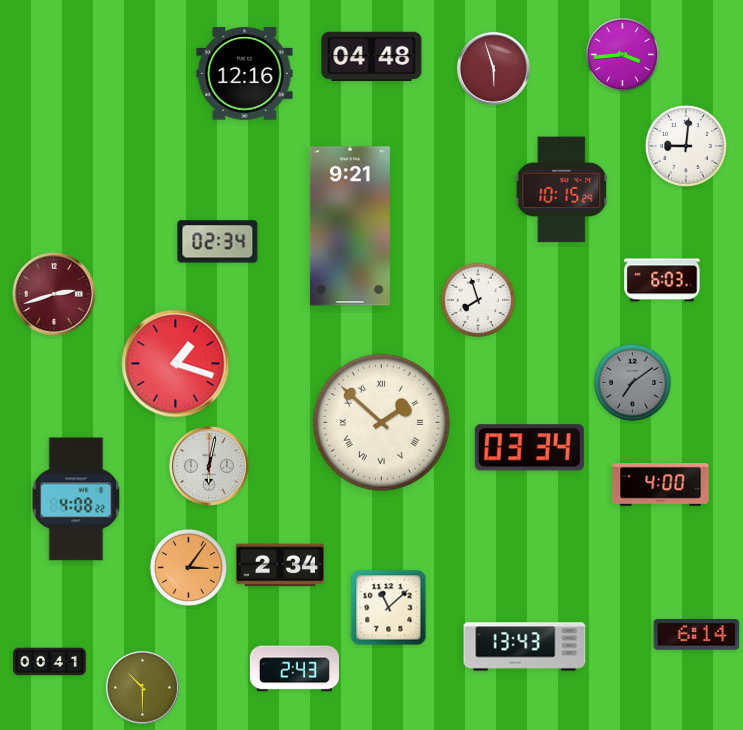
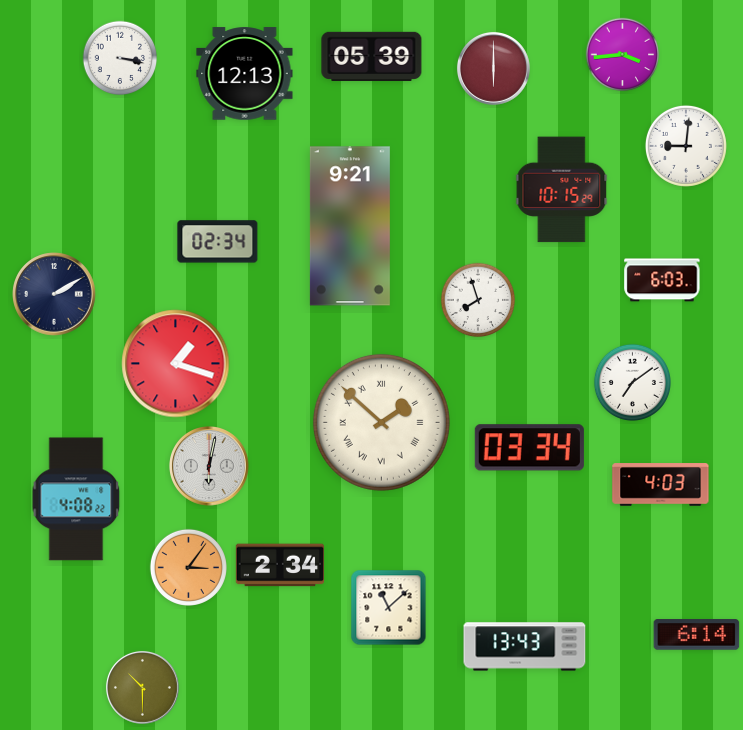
clock at (372, 56): 04:48 -> 05:39
clock at (120, 58): none -> 3:17
clock at (493, 68): 5:57 -> 6:00
clock at (245, 74): 12:16 -> 12:13
clock at (54, 294): 2:42 -> 2:10
clock at (54, 294) dial: burgundy -> navy
clock at (632, 382) dial: grey -> white
clock at (661, 485): 4:00 -> 4:03
clock at (50, 662): 00:41 -> none
clock at (294, 669): 2:43 -> none
